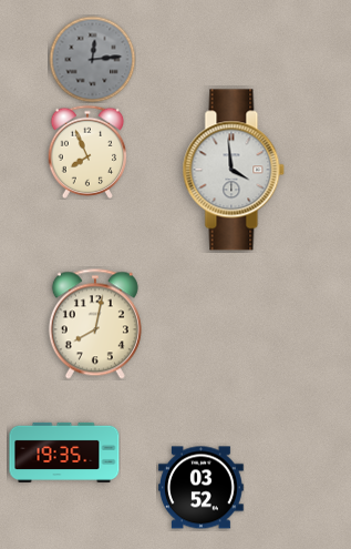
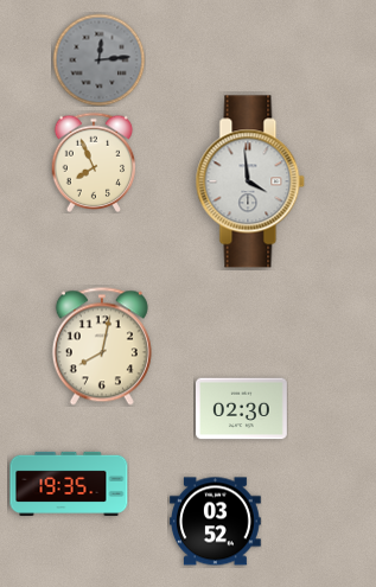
clock at (92, 59) position: (92, 59) -> (98, 59)
clock at (242, 409): none -> 02:30
